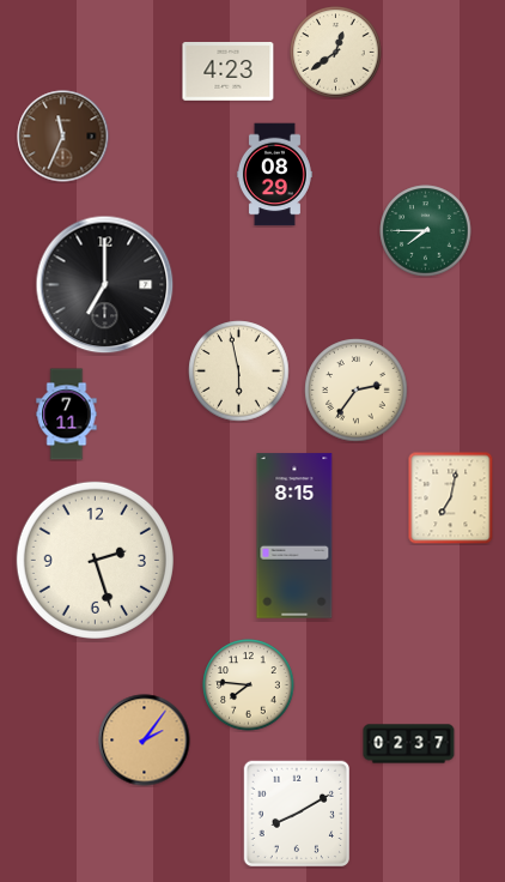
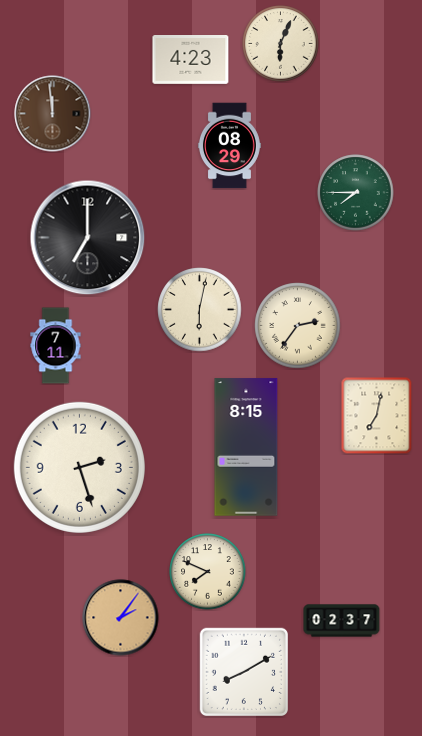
clock at (336, 53): 12:39 -> 6:04
clock at (63, 137): 11:34 -> 11:59
clock at (239, 371): 5:58 -> 6:02
clock at (249, 685): 7:46 -> 7:49
clock at (296, 812) position: (296, 812) -> (243, 671)
